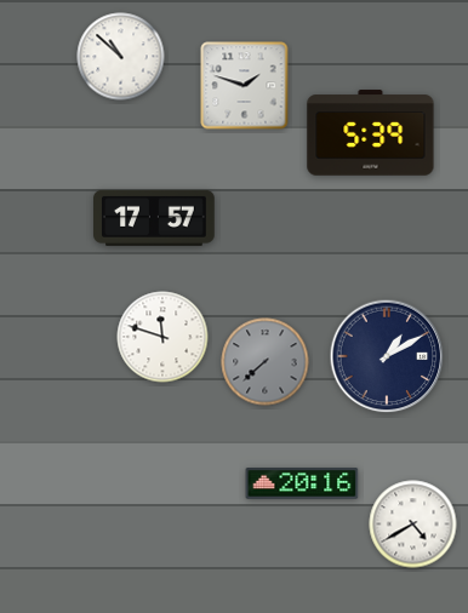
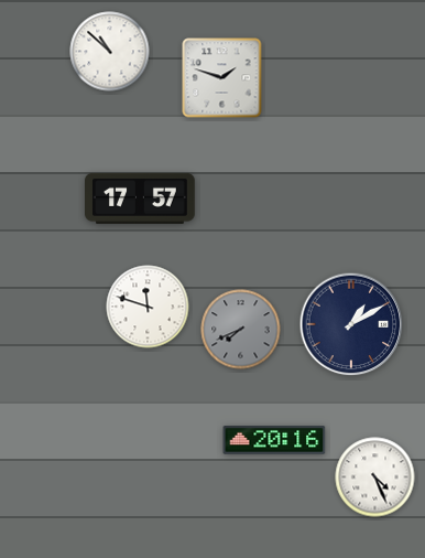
clock at (371, 133): 5:39 -> none
clock at (266, 362): 7:38 -> 7:41
clock at (413, 525): 4:40 -> 4:26
